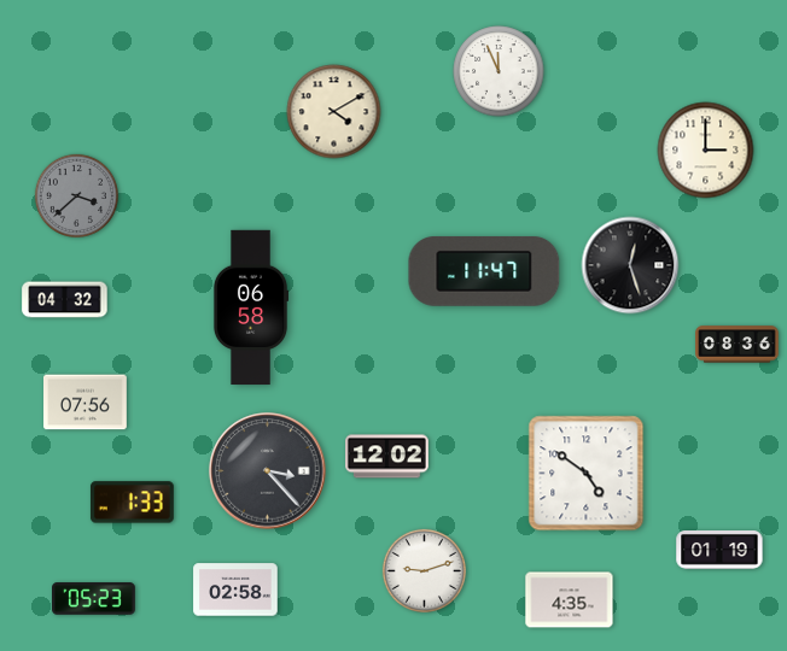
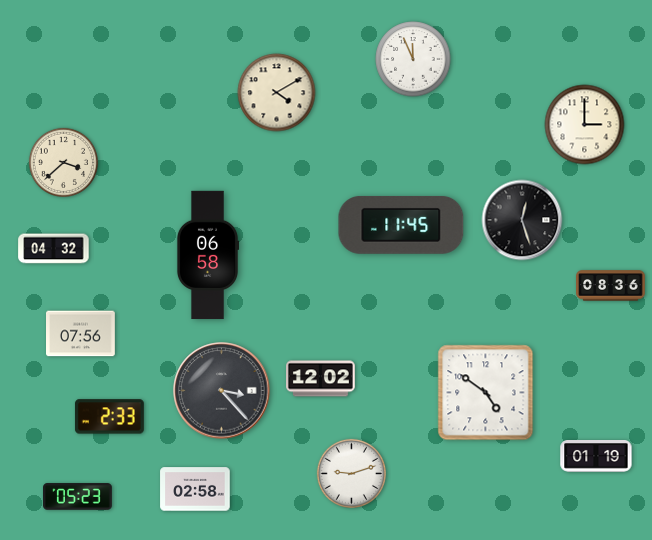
clock at (76, 195) dial: grey -> cream
clock at (484, 271): 11:47 -> 11:45
clock at (86, 403) position: (86, 403) -> (81, 334)
clock at (132, 503): 1:33 -> 2:33
clock at (570, 600): 4:35 -> none
